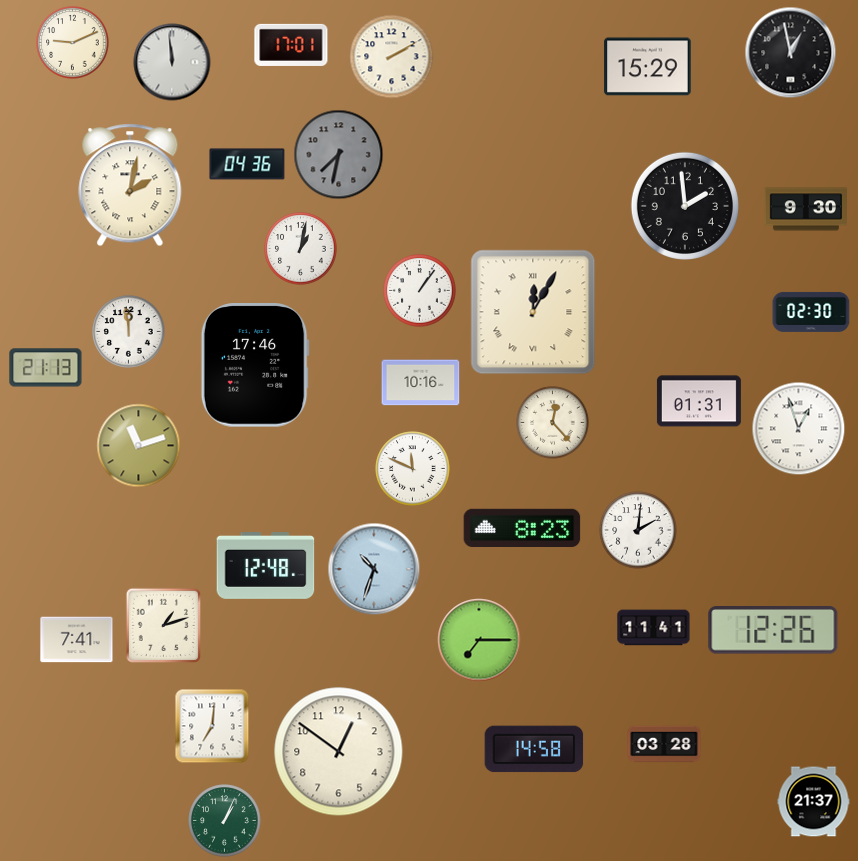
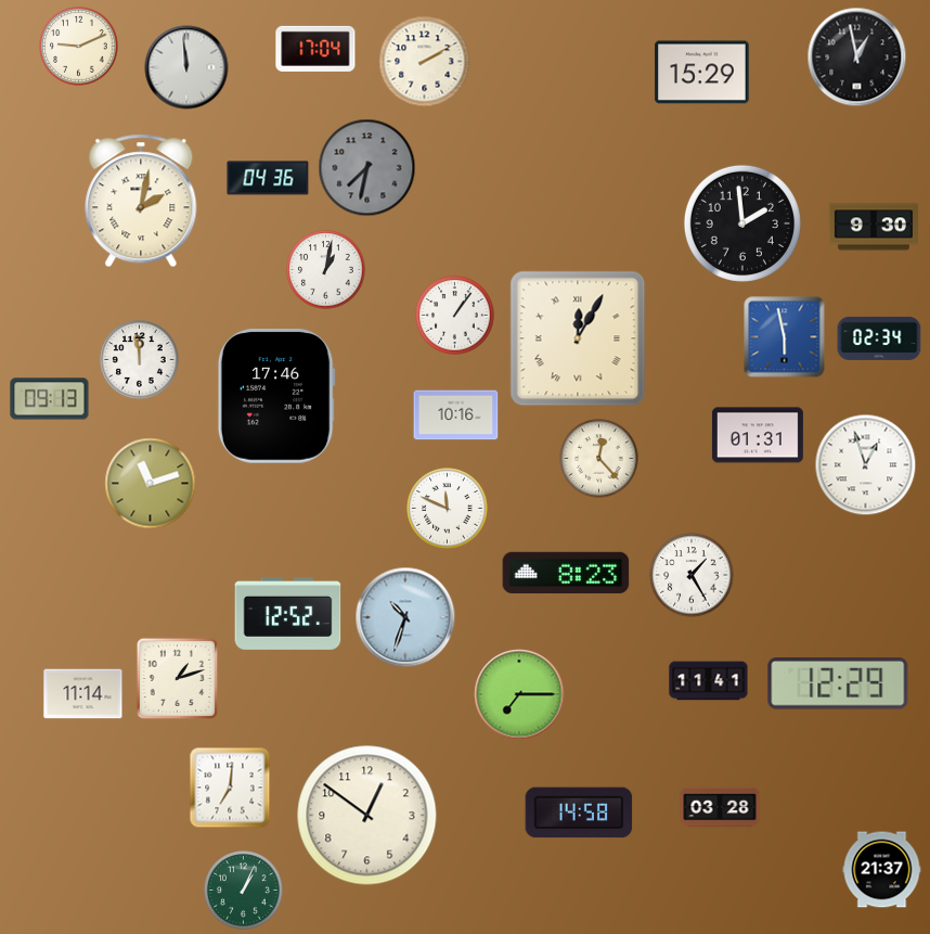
clock at (291, 45): 17:01 -> 17:04
clock at (785, 337): none -> 5:58
clock at (811, 312): 02:30 -> 02:34
clock at (46, 368): 21:13 -> 09:13
clock at (638, 530): 2:01 -> 1:25
clock at (266, 566): 12:48 -> 12:52
clock at (773, 630): 12:26 -> 12:29
clock at (77, 640): 7:41 -> 11:14
